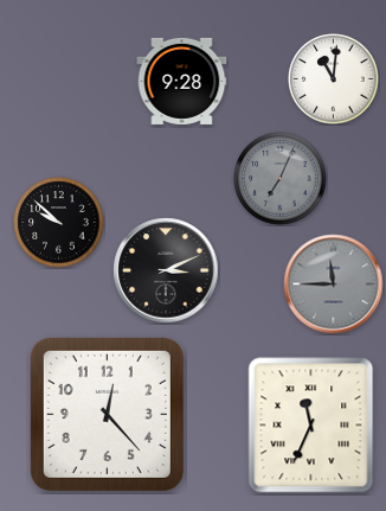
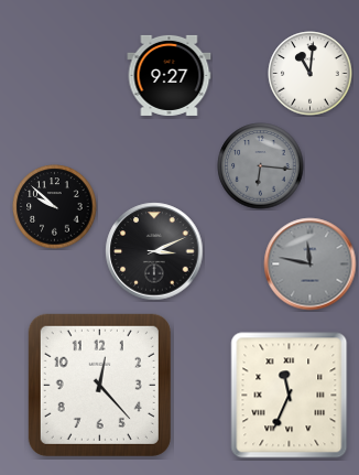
clock at (182, 81): 9:28 -> 9:27
clock at (281, 179): 7:04 -> 6:16
clock at (334, 285): 11:45 -> 11:47
